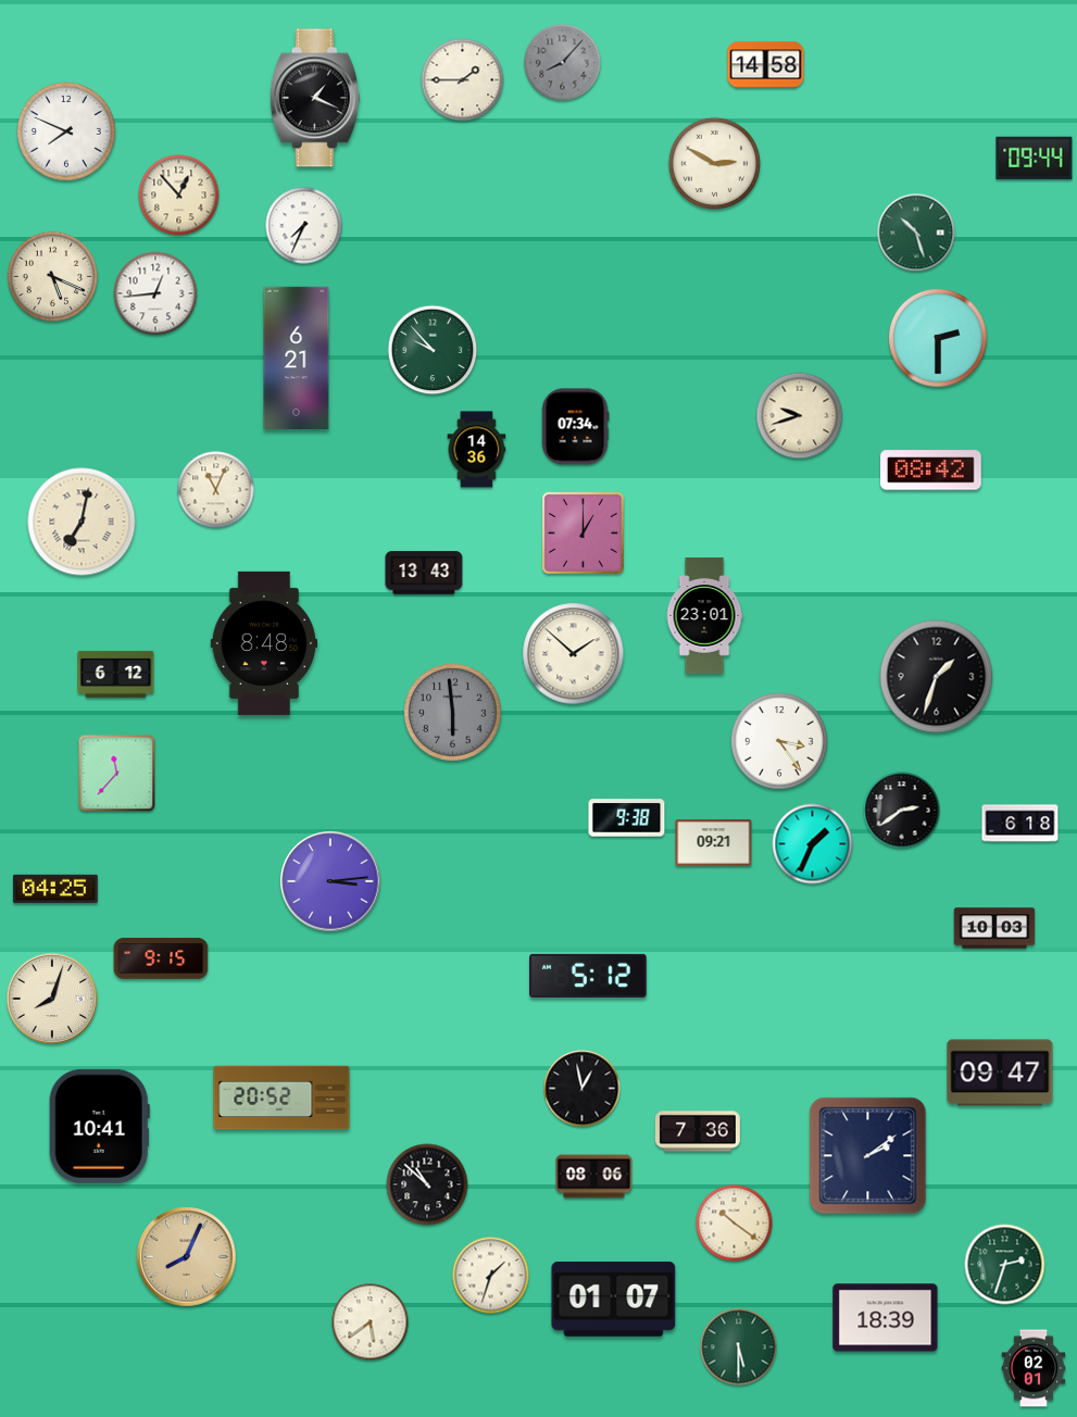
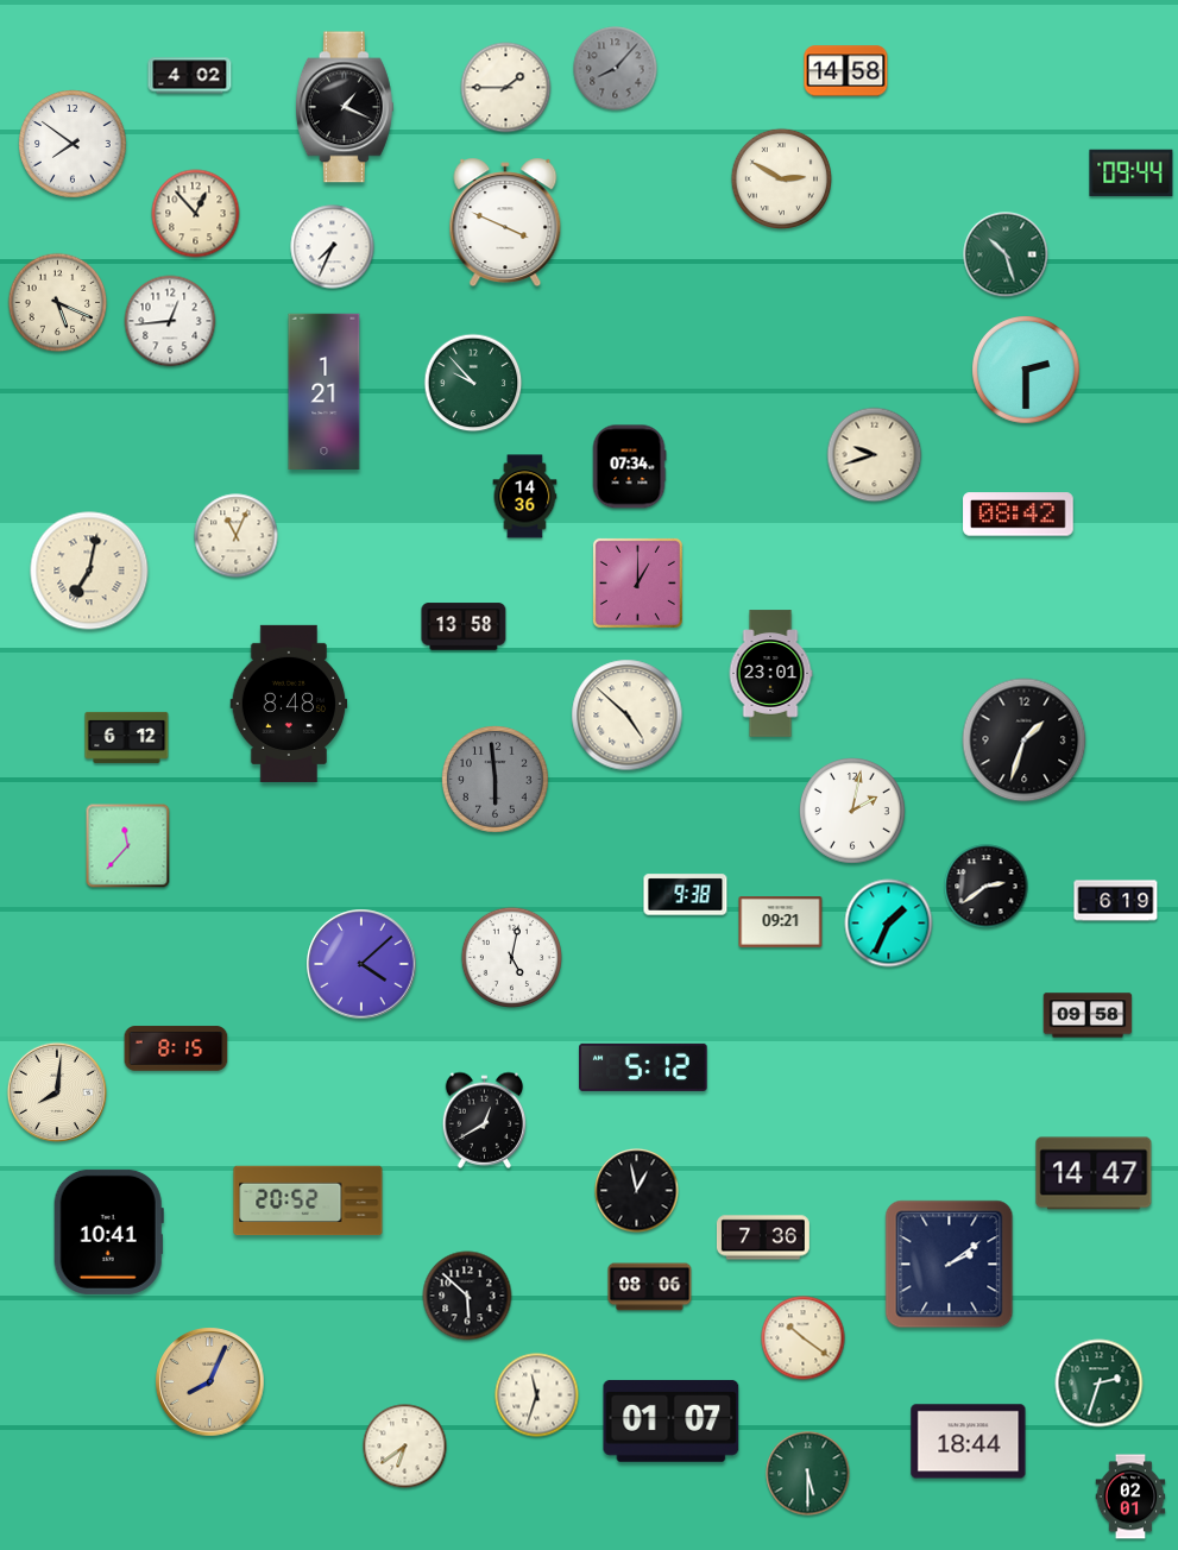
clock at (766, 65) position: (766, 65) -> (846, 71)
clock at (190, 76): none -> 4:02
clock at (66, 131): 7:49 -> 7:51
clock at (505, 222): none -> 3:49
clock at (916, 233) position: (916, 233) -> (1006, 254)
clock at (297, 358): 6:21 -> 1:21
clock at (477, 450) position: (477, 450) -> (525, 497)
clock at (424, 573): 13:43 -> 13:58
clock at (574, 654): 1:52 -> 4:52
clock at (779, 741): 3:24 -> 2:02
clock at (1020, 824): 6:18 -> 6:19
clock at (511, 957): none -> 5:02
clock at (330, 881): 3:14 -> 4:08
clock at (55, 889): 04:25 -> none
clock at (994, 928): 10:03 -> 09:58
clock at (161, 958): 9:15 -> 8:15
clock at (52, 999): 8:03 -> 8:01
clock at (485, 1120): none -> 12:40
clock at (1000, 1073): 09:47 -> 14:47
clock at (427, 1184): 10:52 -> 5:52
clock at (187, 1257) position: (187, 1257) -> (210, 1382)
clock at (491, 1276): 1:33 -> 11:33
clock at (886, 1318): 18:39 -> 18:44
clock at (371, 1322): 5:39 -> 6:39
